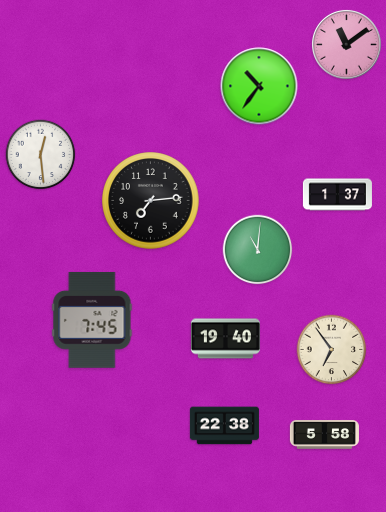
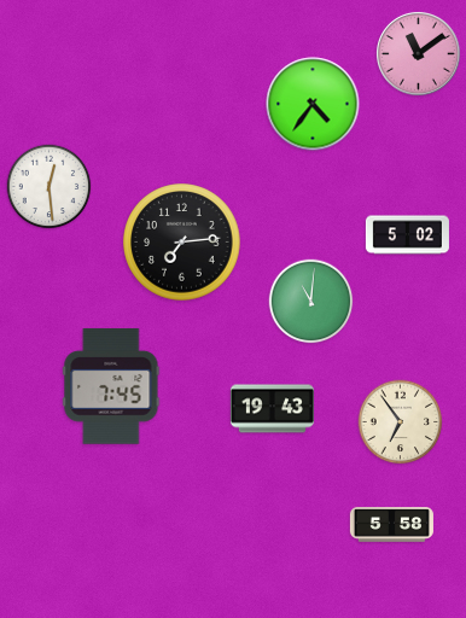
clock at (259, 86): 10:36 -> 4:36
clock at (337, 195): 1:37 -> 5:02
clock at (225, 339): 19:40 -> 19:43
clock at (224, 426): 22:38 -> none
